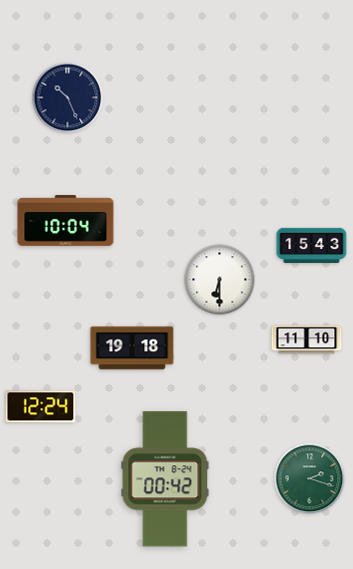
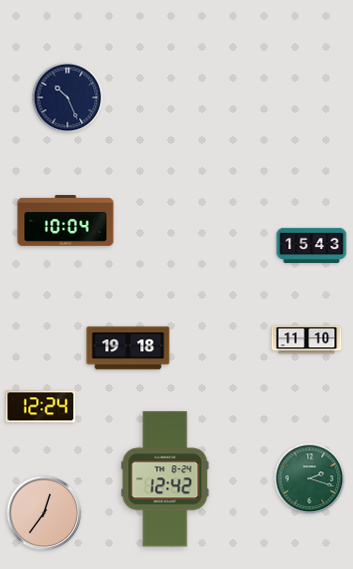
clock at (220, 280): 6:30 -> none
clock at (132, 348) position: (132, 348) -> (128, 348)
clock at (165, 479): 00:42 -> 12:42
clock at (44, 513): none -> 12:36
